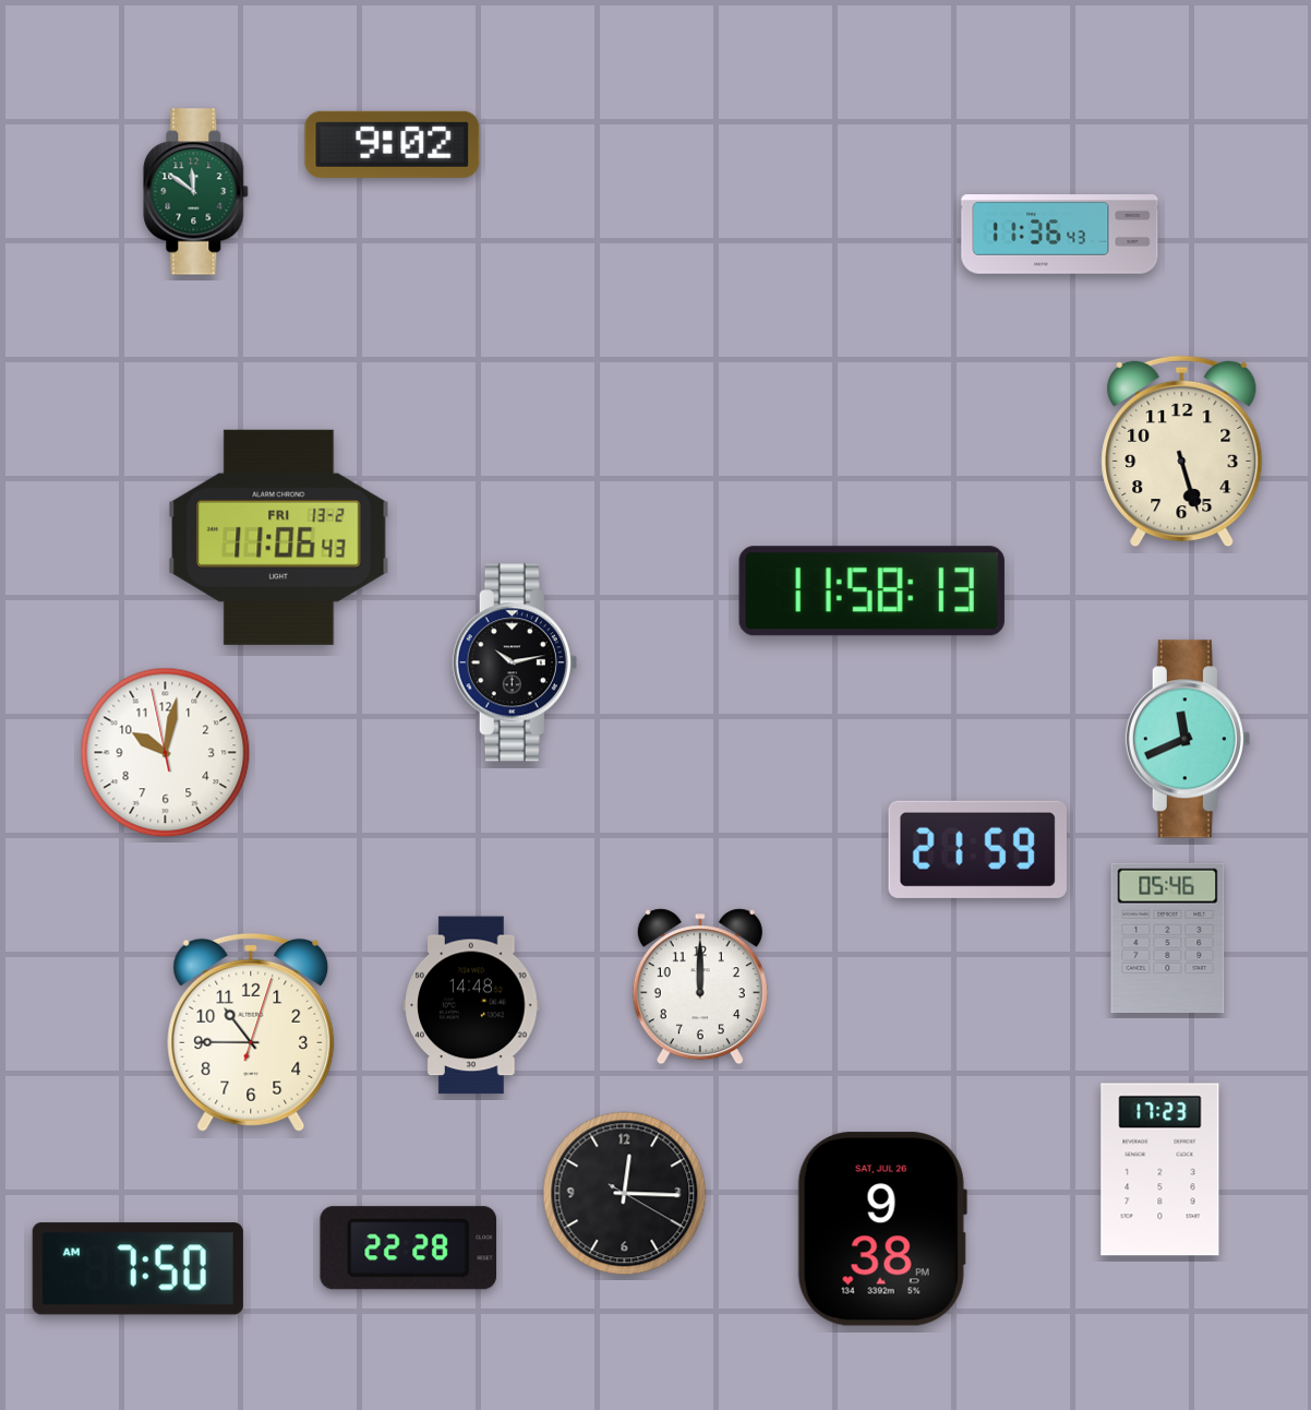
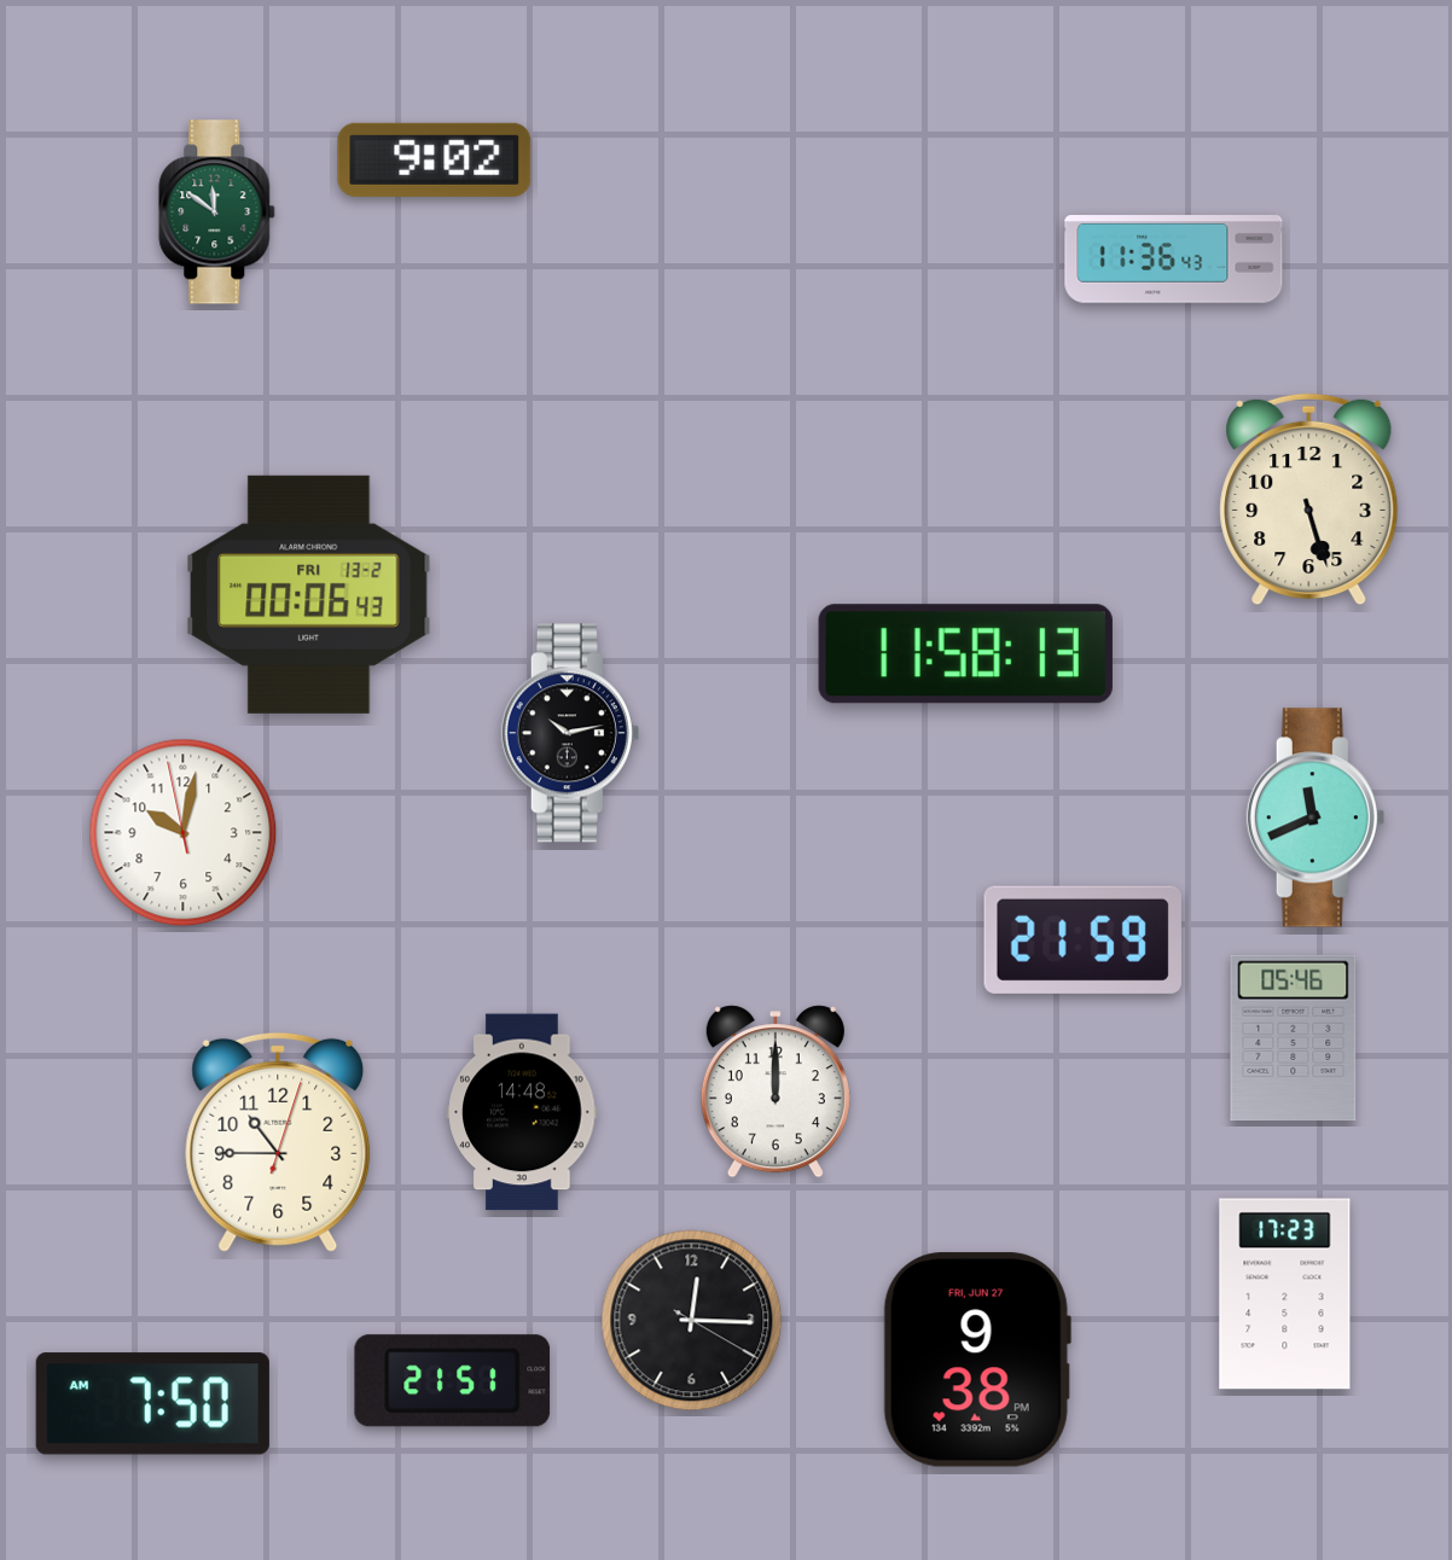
clock at (279, 537): 11:06 -> 00:06
clock at (882, 1229) date: SAT, JUL 26 -> FRI, JUN 27
clock at (409, 1248): 22:28 -> 21:51
